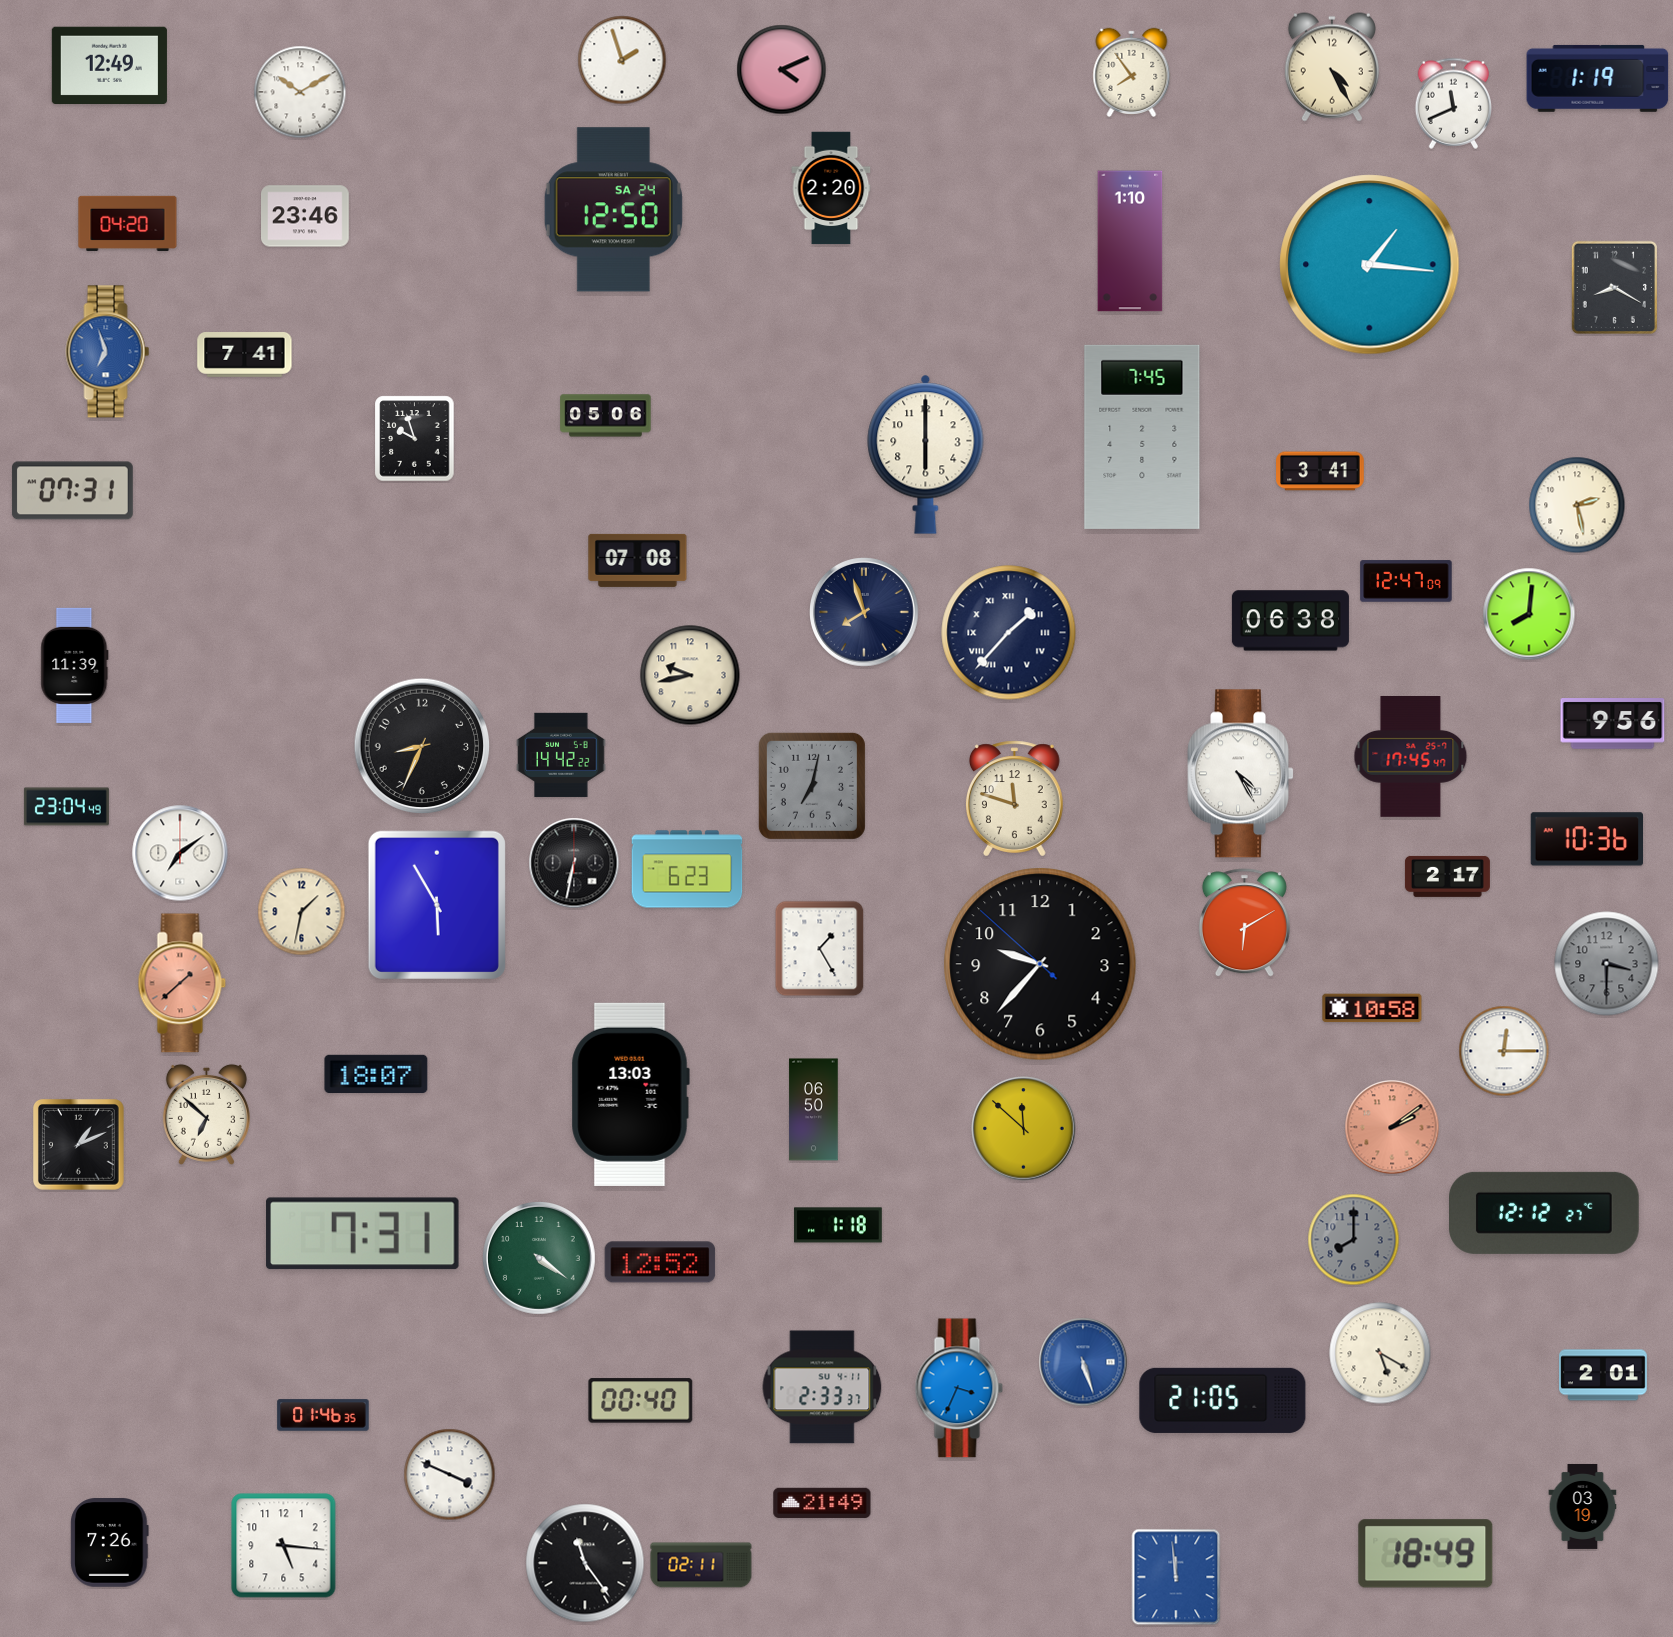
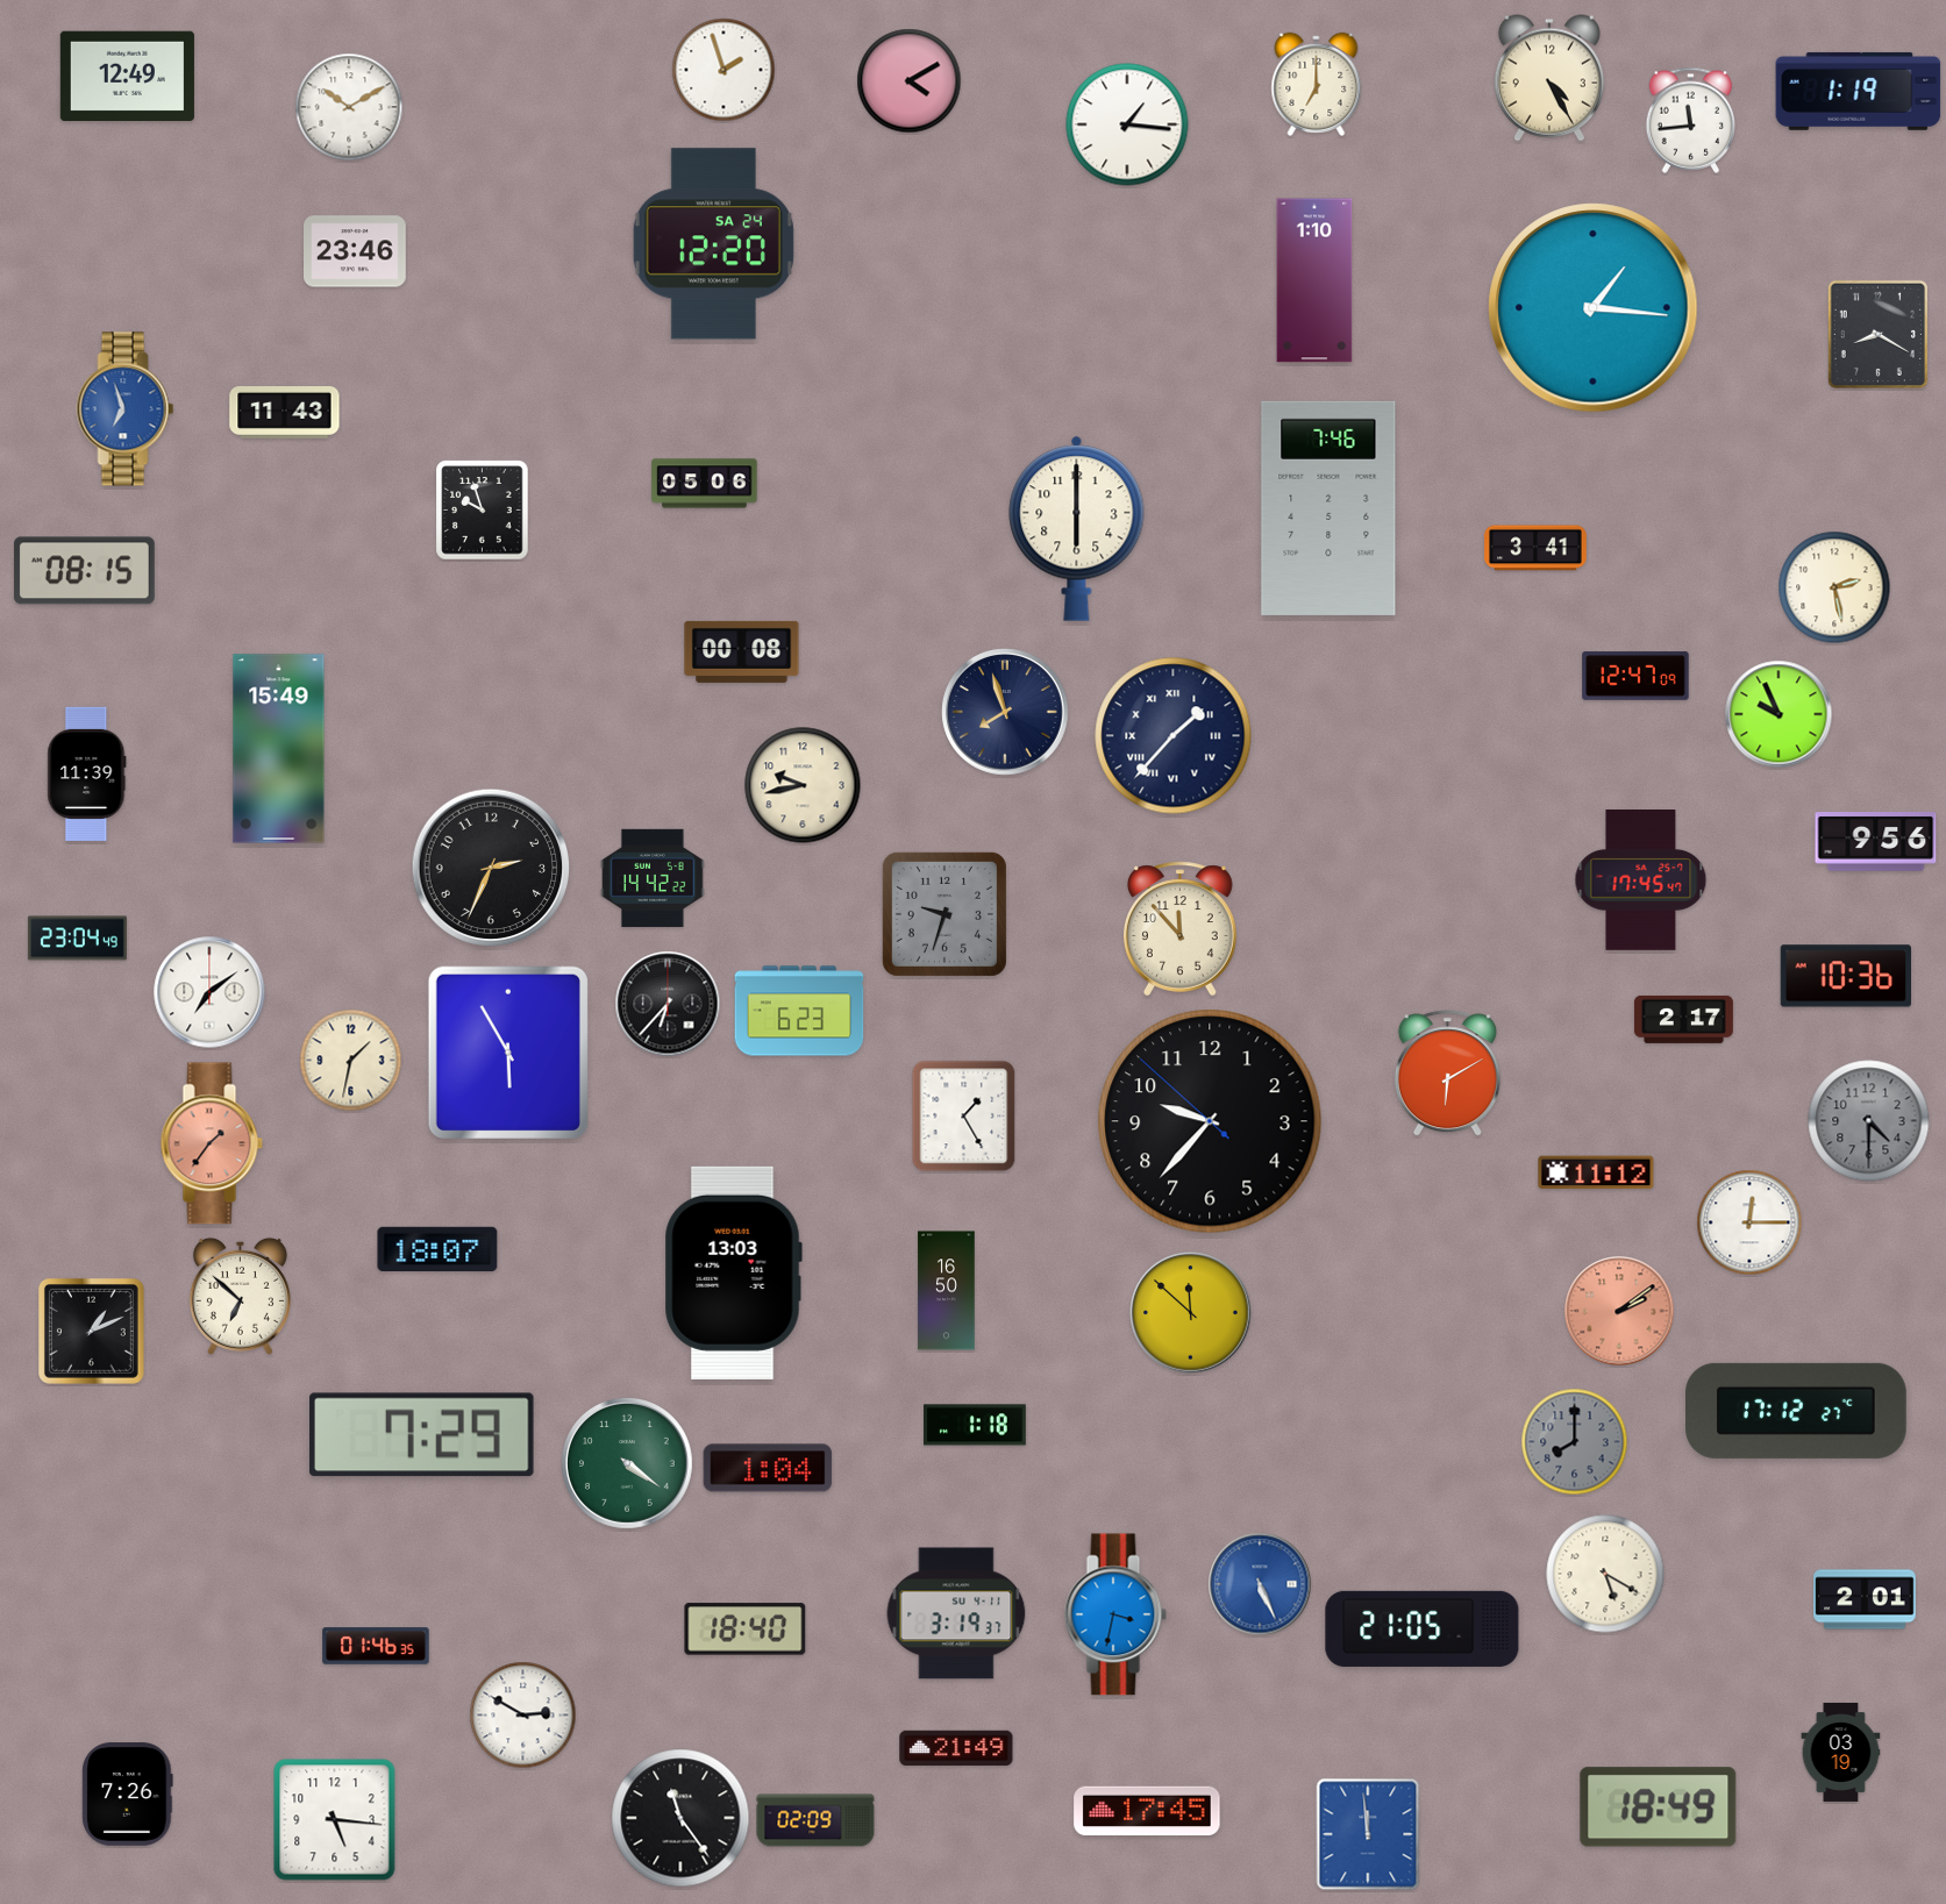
clock at (782, 70): 4:11 -> 4:10
clock at (1132, 72): 7:54 -> 7:00
clock at (1454, 103): 11:41 -> 11:44
clock at (1127, 124): none -> 1:16
clock at (831, 188): 2:20 -> none
clock at (613, 210): 12:50 -> 12:20
clock at (128, 223): 04:20 -> none
clock at (245, 355): 7:41 -> 11:43
clock at (1142, 437): 7:45 -> 7:46
clock at (72, 491): 07:31 -> 08:15
clock at (638, 560): 07:08 -> 00:08
clock at (1529, 614): 8:01 -> 9:56
clock at (1290, 621): 06:38 -> none
clock at (279, 749): none -> 15:49
clock at (422, 746): 8:34 -> 2:34
clock at (1241, 774): 4:25 -> none
clock at (812, 786): 7:02 -> 9:33
clock at (1015, 799): 11:48 -> 11:53
clock at (574, 863): 6:32 -> 6:37
clock at (820, 949) position: (820, 949) -> (964, 1117)
clock at (1607, 964): 3:30 -> 4:30
clock at (182, 983): 1:38 -> 1:36
clock at (1372, 1008): 10:58 -> 11:12
clock at (814, 1110): 06:50 -> 16:50
clock at (1545, 1213): 12:12 -> 17:12
clock at (363, 1234): 7:31 -> 7:29
clock at (660, 1262): 12:52 -> 1:04
clock at (1083, 1362): 5:27 -> 5:26
clock at (822, 1387): 2:33 -> 3:19
clock at (959, 1388): 3:34 -> 3:32
clock at (641, 1401): 00:40 -> 18:40
clock at (450, 1475): 3:49 -> 2:50
clock at (284, 1546) position: (284, 1546) -> (335, 1820)
clock at (1147, 1811): none -> 17:45
clock at (701, 1565): 02:11 -> 02:09
